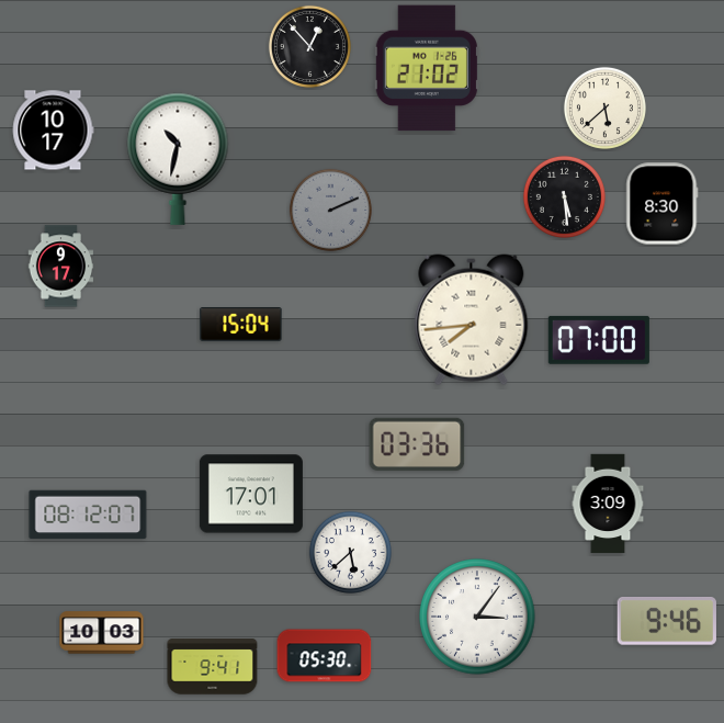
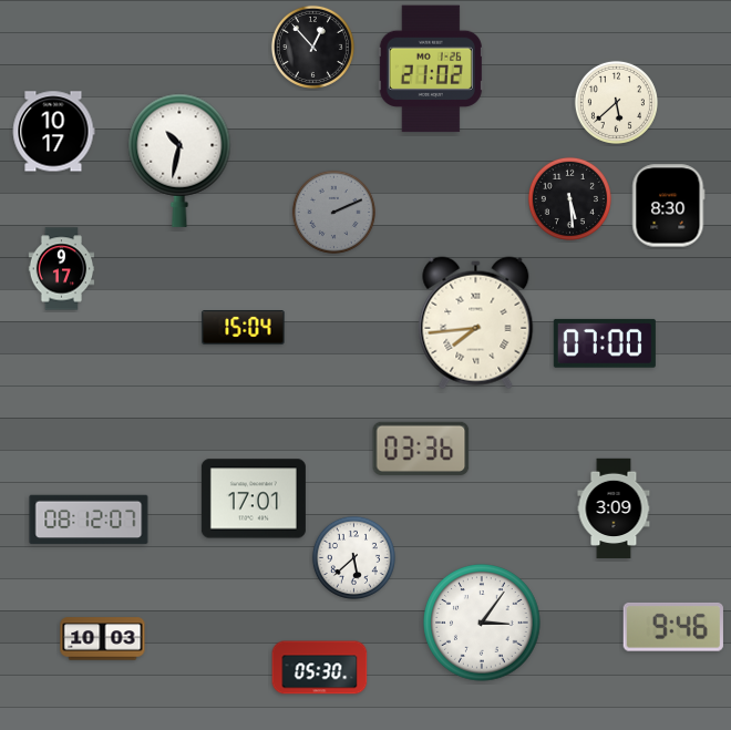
clock at (604, 108) position: (604, 108) -> (616, 102)
clock at (325, 656) position: (325, 656) -> (320, 668)
clock at (213, 667): 9:41 -> none
